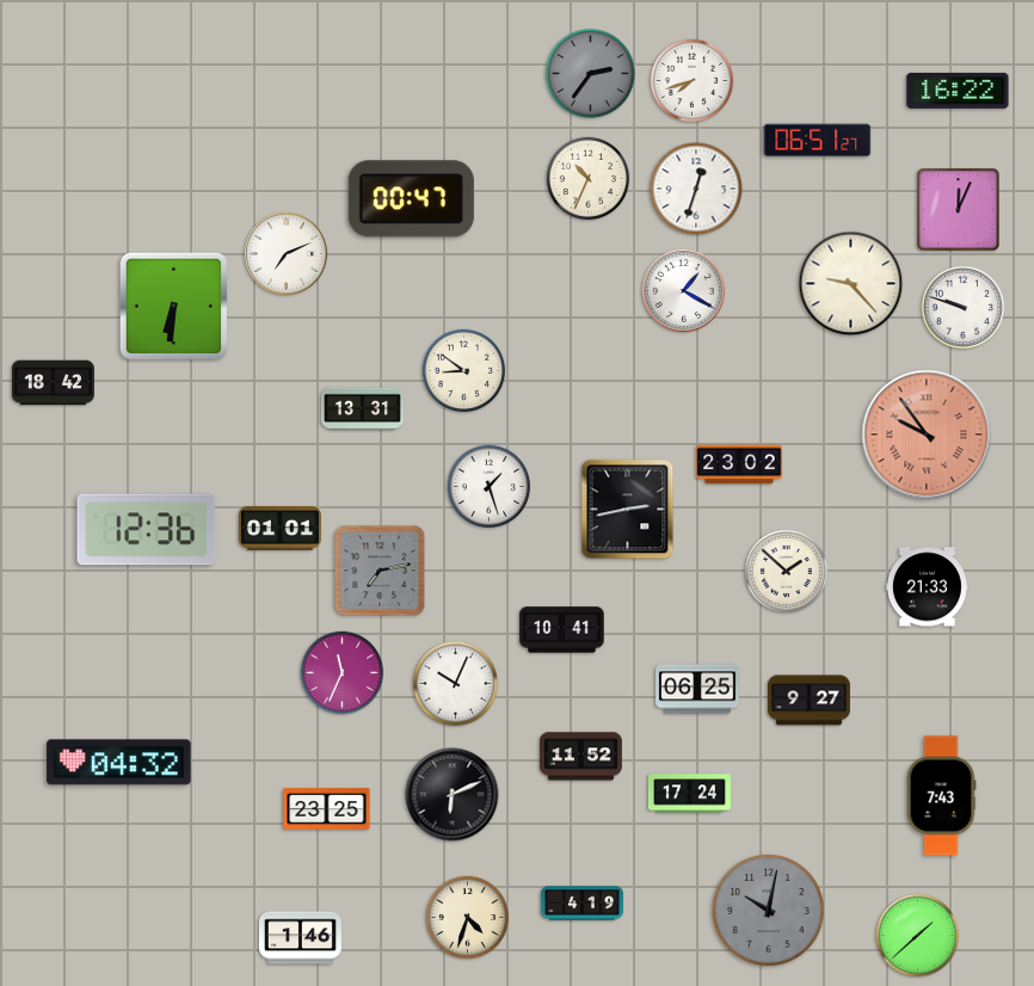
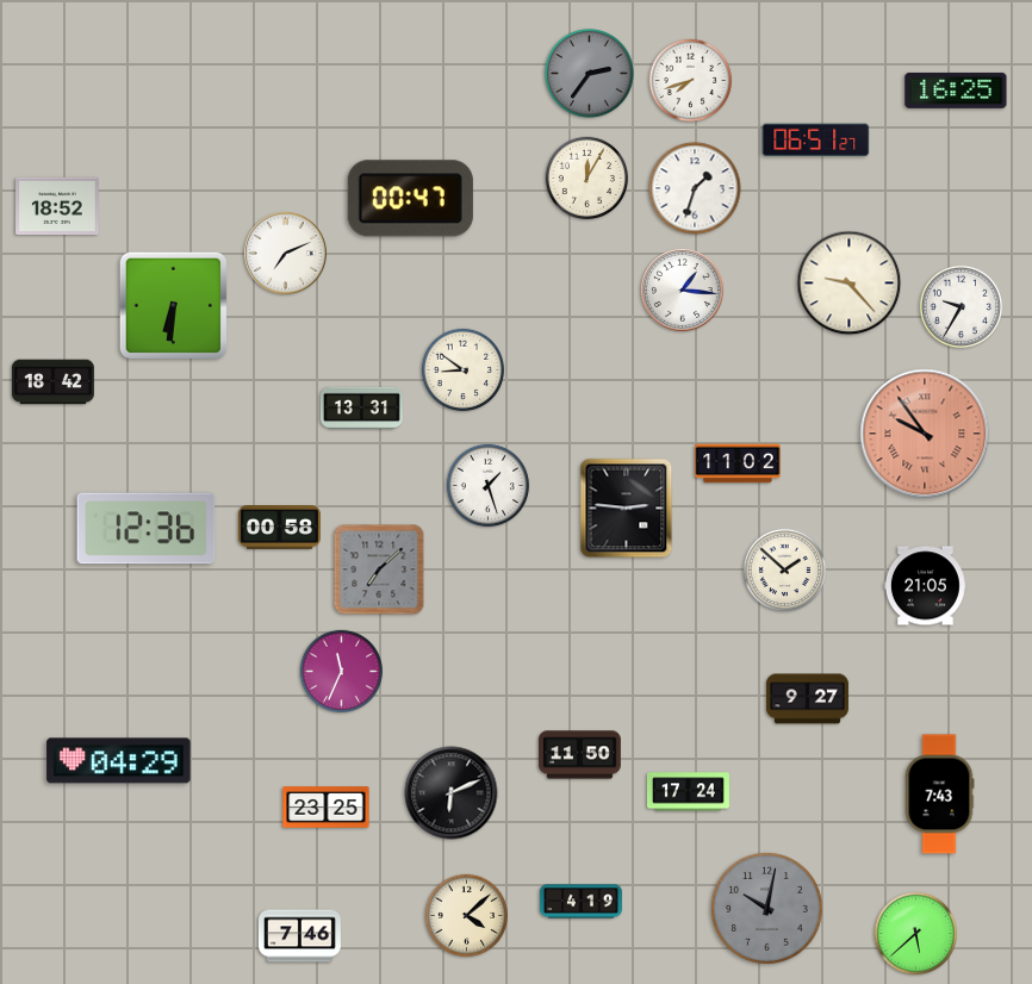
clock at (958, 91): 16:22 -> 16:25
clock at (589, 179): 10:34 -> 12:05
clock at (696, 189): 12:33 -> 1:33
clock at (57, 205): none -> 18:52
clock at (959, 210): 12:04 -> none
clock at (684, 291): 1:20 -> 1:16
clock at (964, 308): 9:48 -> 9:35
clock at (739, 464): 23:02 -> 11:02
clock at (628, 510): 2:43 -> 2:46
clock at (279, 529): 01:01 -> 00:58
clock at (380, 571): 7:13 -> 7:08
clock at (927, 587): 21:33 -> 21:05
clock at (562, 630): 10:41 -> none
clock at (455, 683): 10:04 -> none
clock at (697, 689): 06:25 -> none
clock at (580, 757): 11:52 -> 11:50
clock at (119, 763): 04:32 -> 04:29
clock at (468, 918): 4:33 -> 4:08
clock at (918, 936): 1:38 -> 5:38
clock at (300, 938): 1:46 -> 7:46
